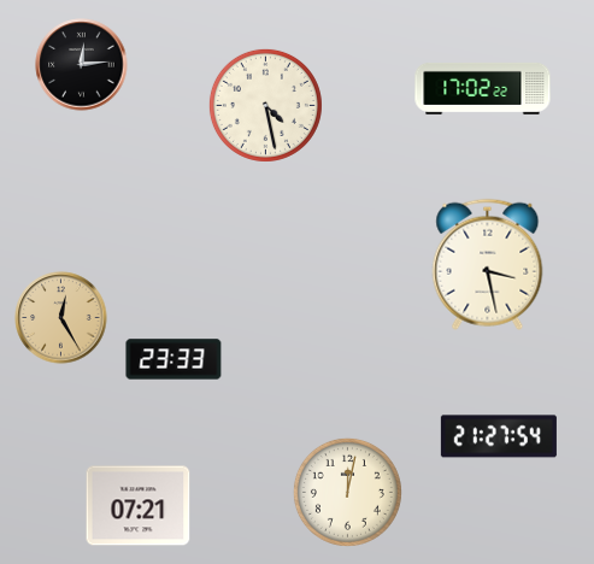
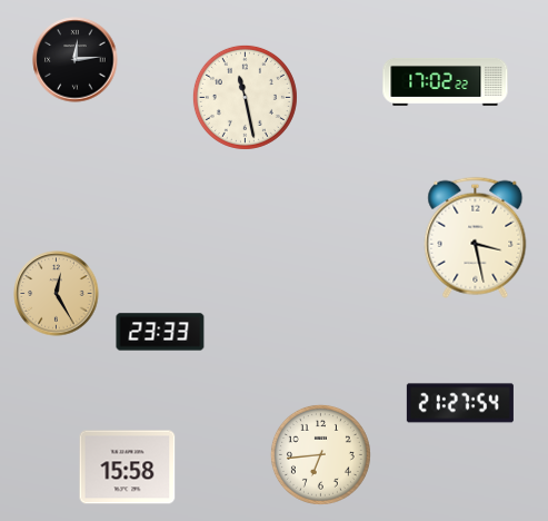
clock at (265, 105): 4:28 -> 11:28
clock at (488, 264) position: (488, 264) -> (476, 237)
clock at (347, 492): 12:02 -> 6:44
clock at (139, 506): 07:21 -> 15:58
